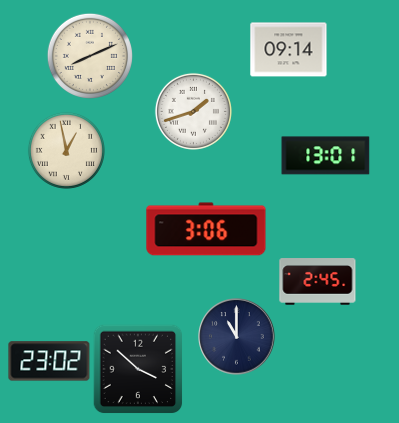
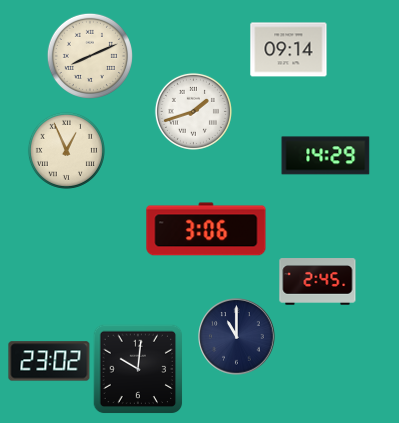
clock at (66, 150): 12:58 -> 12:56
clock at (326, 156): 13:01 -> 14:29
clock at (138, 369): 3:52 -> 10:01
